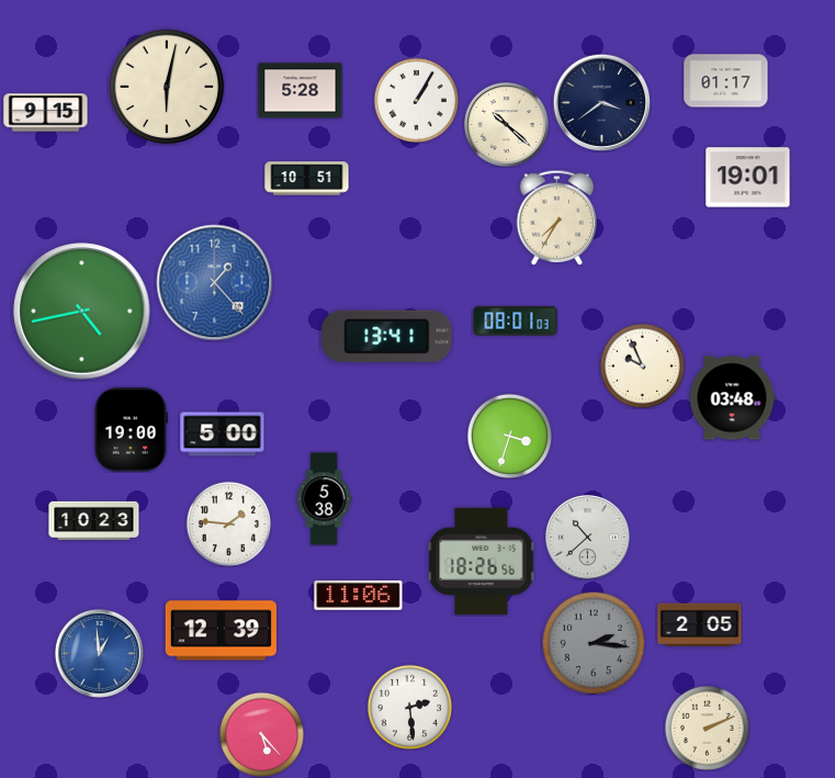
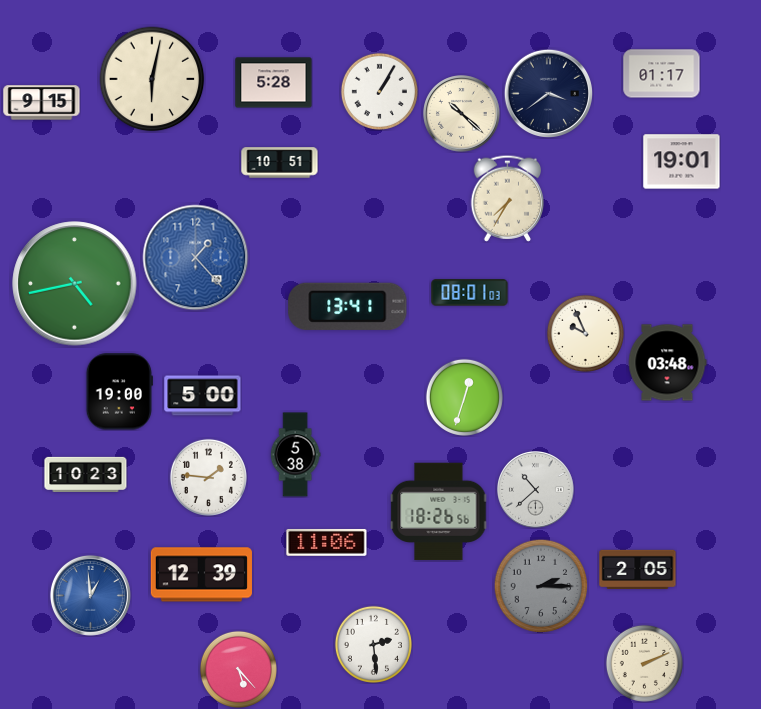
clock at (387, 336) position: (387, 336) -> (348, 306)
clock at (509, 436): 3:33 -> 12:33
clock at (594, 643): 2:16 -> 2:15
